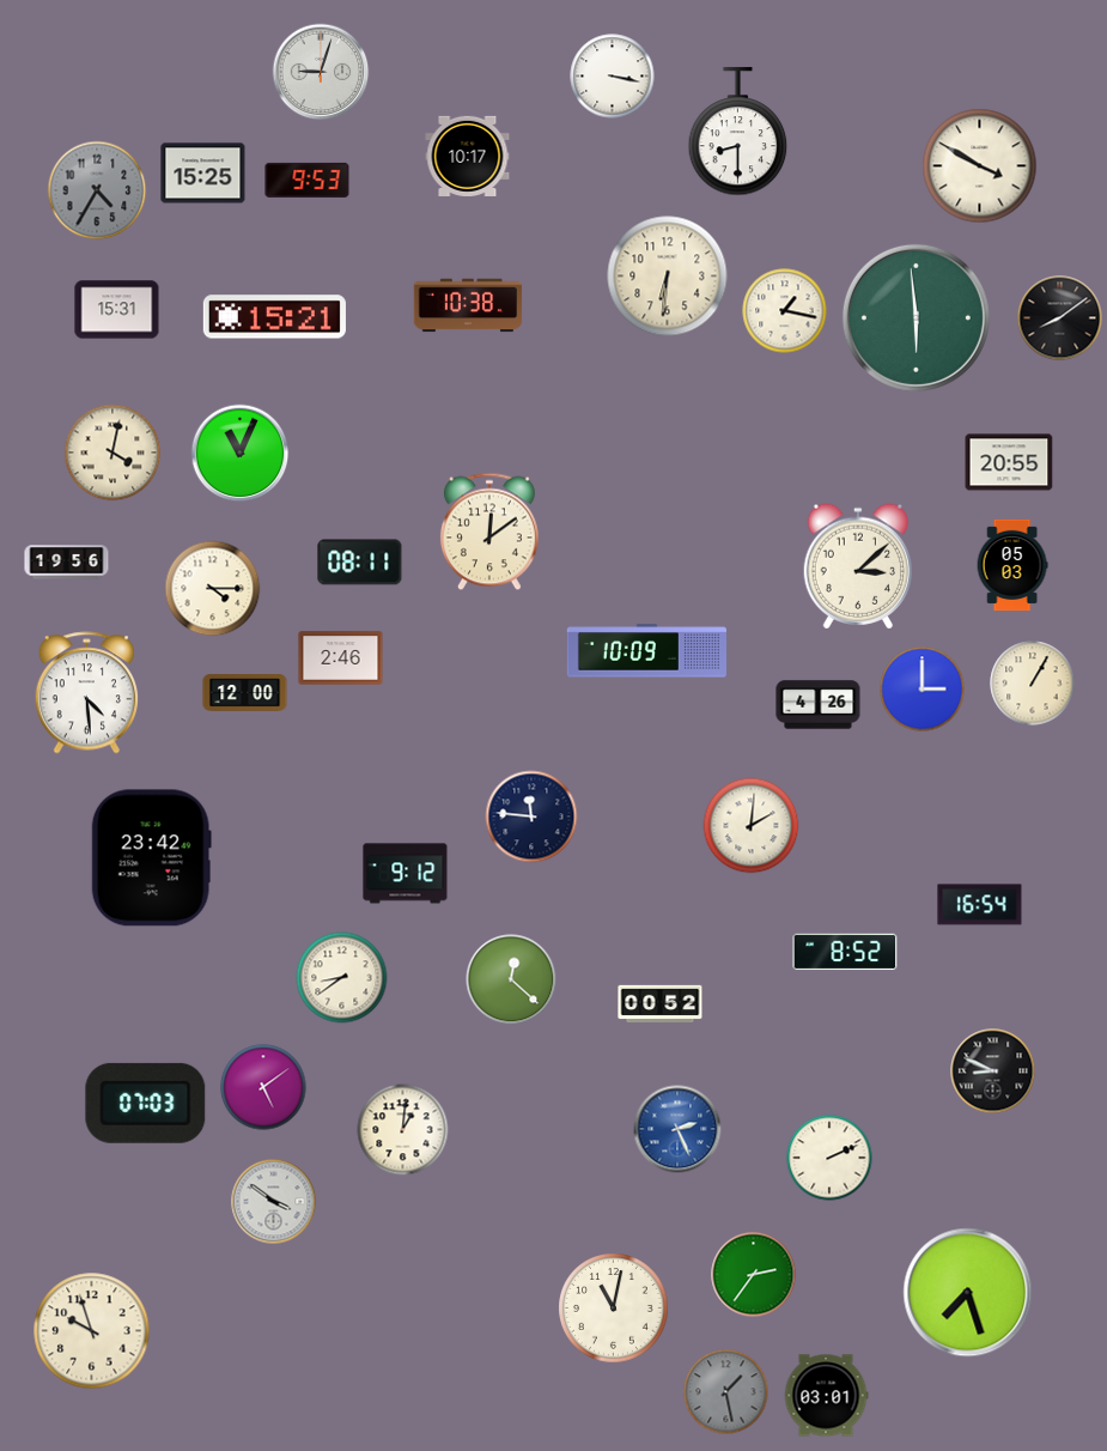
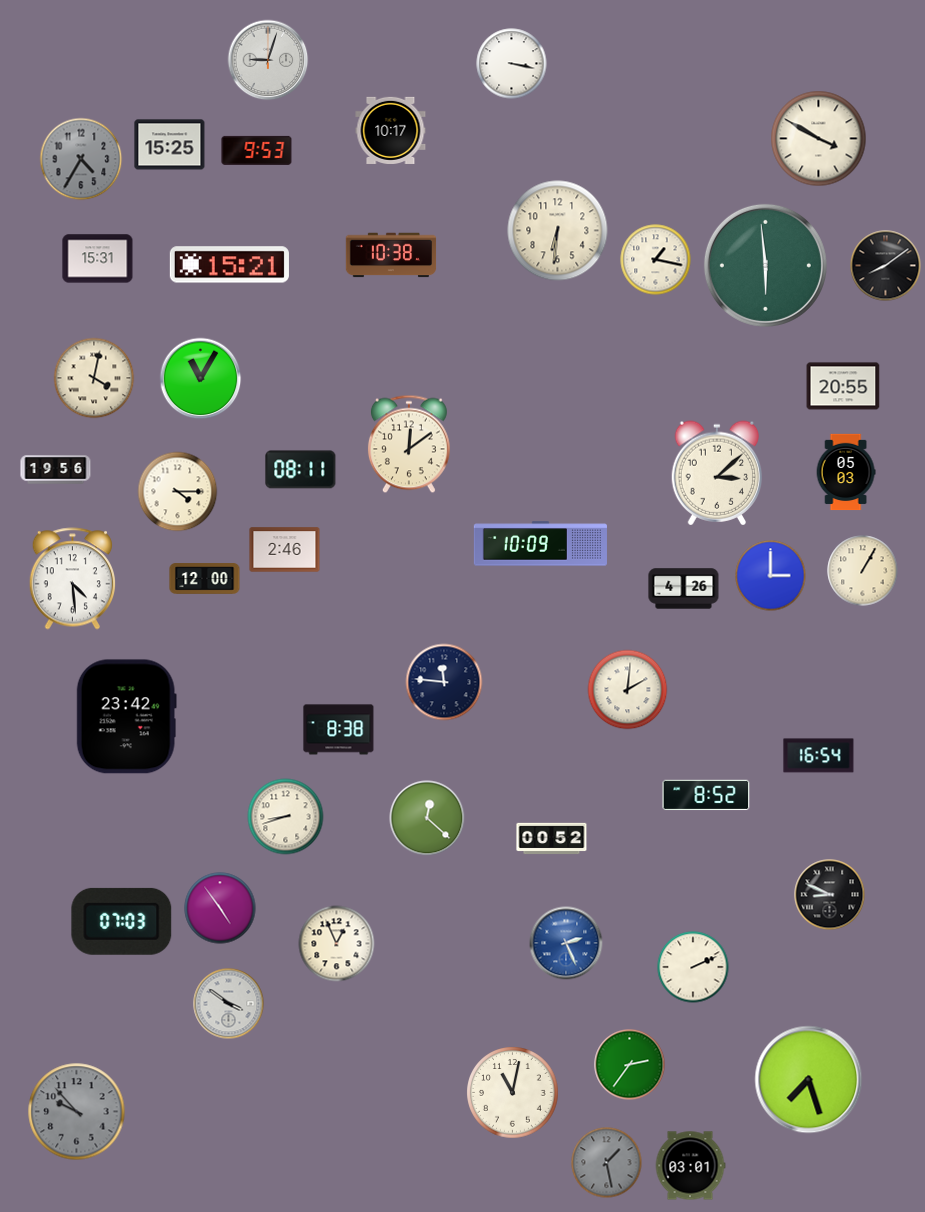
clock at (738, 132): 8:30 -> none
clock at (241, 454): 11:04 -> 11:05
clock at (406, 874): 9:12 -> 8:38
clock at (342, 978): 8:39 -> 8:42
clock at (263, 1087): 5:09 -> 4:54
clock at (403, 1130): 1:01 -> 12:56
clock at (92, 1331): 9:57 -> 9:53
clock at (92, 1331) dial: cream -> grey
